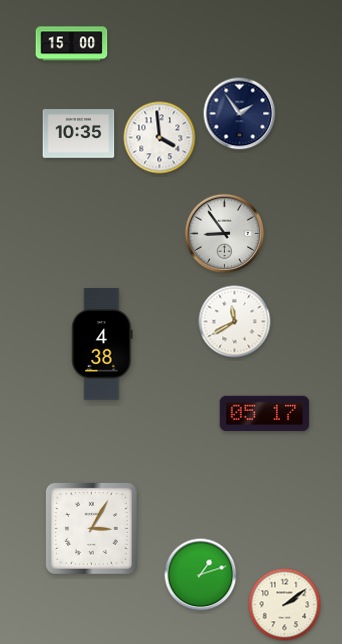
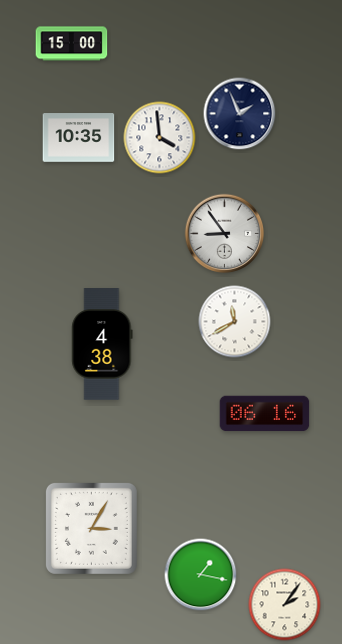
clock at (240, 114): 1:54 -> 1:56
clock at (79, 134) position: (79, 134) -> (79, 138)
clock at (265, 414): 05:17 -> 06:16
clock at (201, 575): 1:12 -> 1:17
clock at (285, 605): 2:09 -> 2:06
